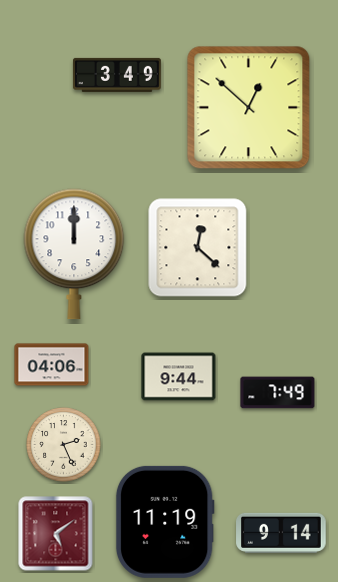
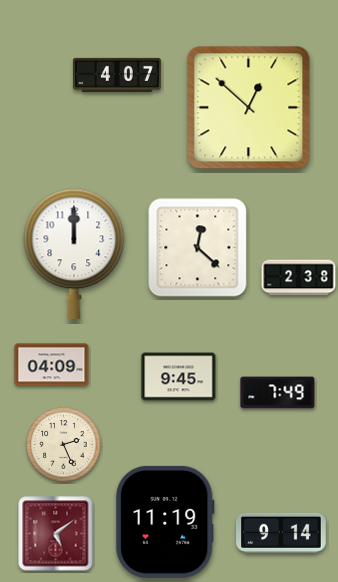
clock at (117, 75): 3:49 -> 4:07
clock at (299, 278): none -> 2:38
clock at (52, 365): 04:06 -> 04:09
clock at (179, 377): 9:44 -> 9:45
